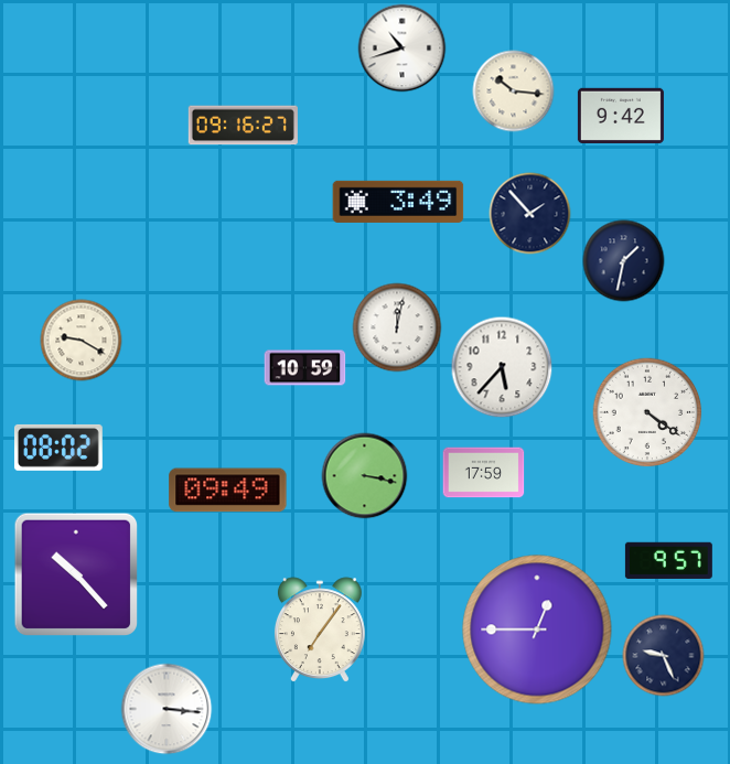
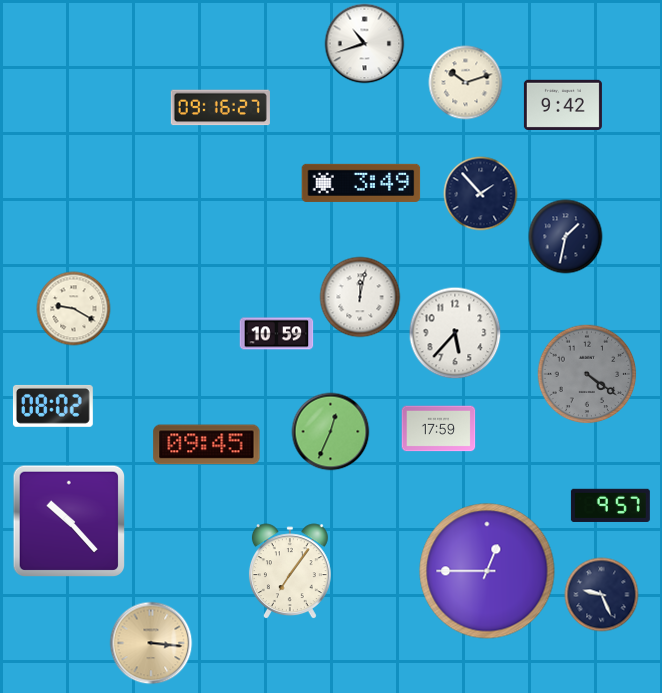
clock at (514, 92): 10:16 -> 10:12
clock at (243, 126) position: (243, 126) -> (220, 108)
clock at (647, 412) dial: white -> grey
clock at (365, 476): 3:17 -> 12:34
clock at (228, 491): 09:49 -> 09:45
clock at (668, 560) position: (668, 560) -> (610, 505)
clock at (167, 709) dial: white -> champagne
